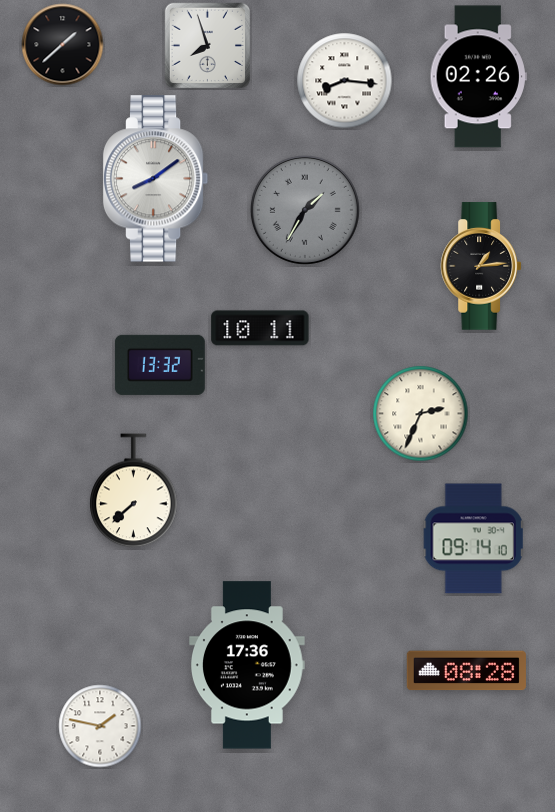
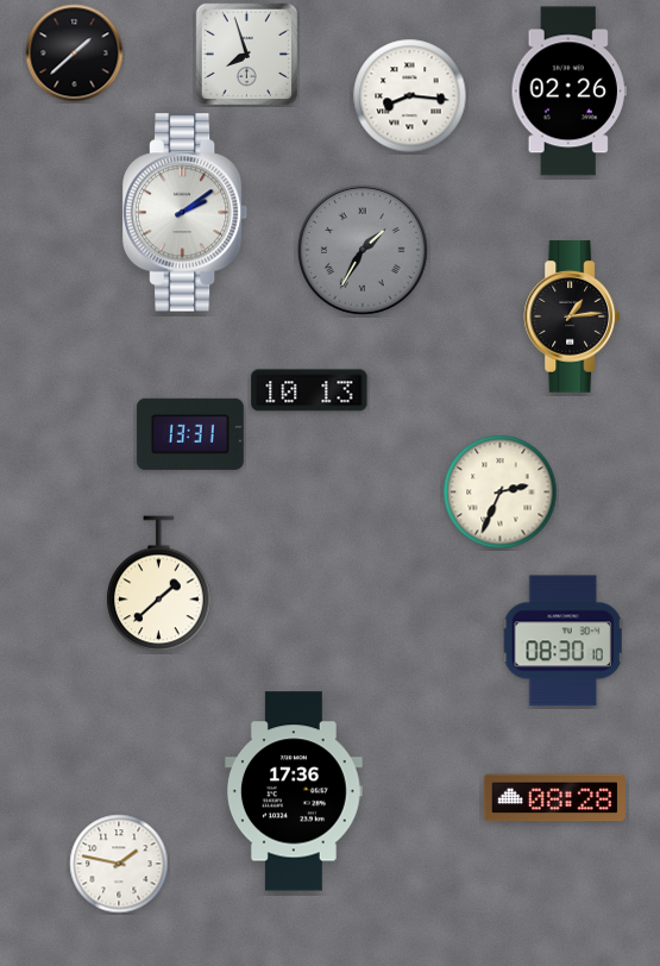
clock at (156, 179): 8:09 -> 2:09
clock at (260, 328): 10:11 -> 10:13
clock at (160, 365): 13:32 -> 13:31
clock at (134, 491): 7:38 -> 1:38
clock at (474, 539): 09:14 -> 08:30
